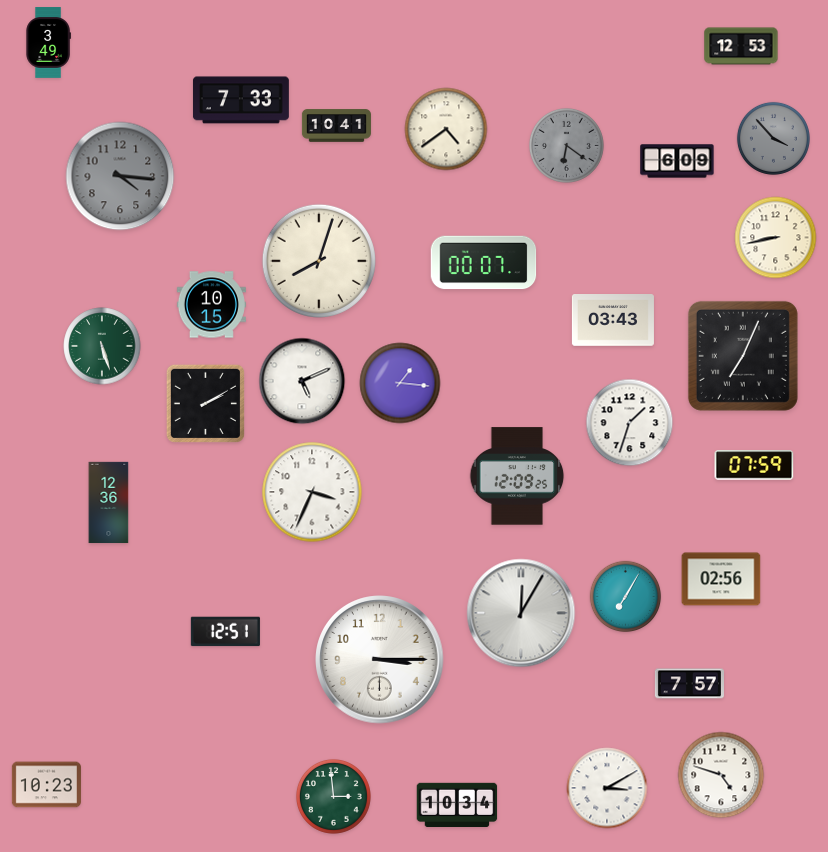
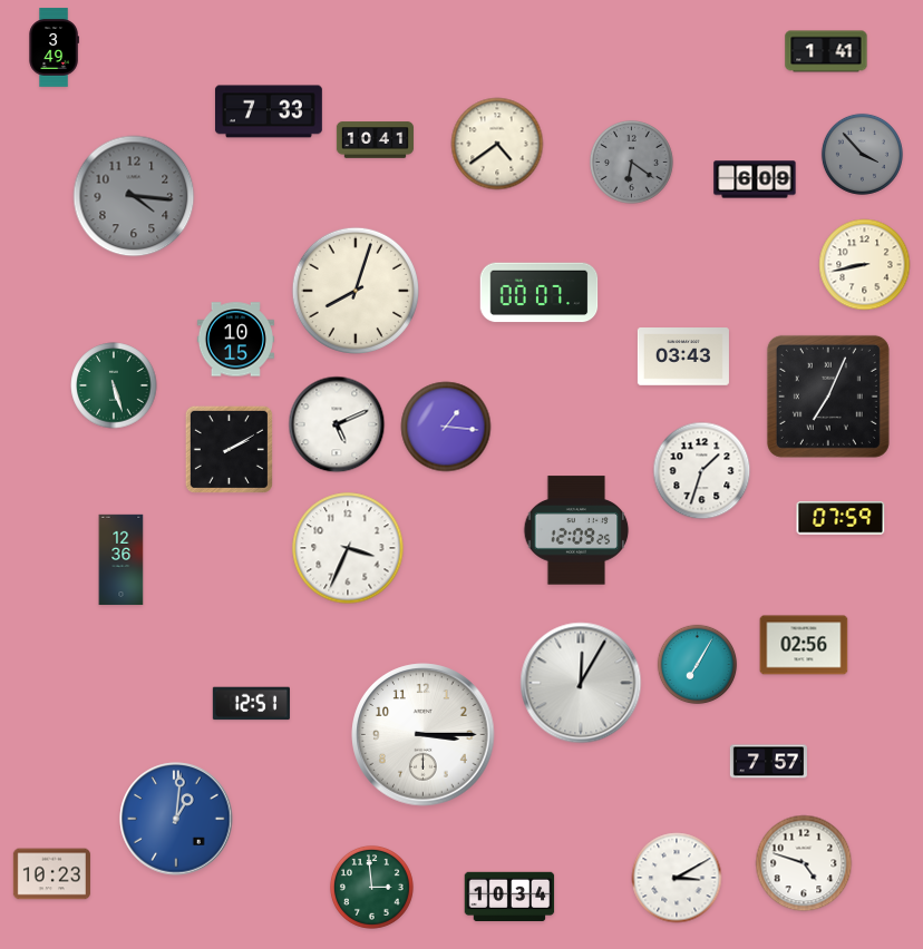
clock at (741, 46): 12:53 -> 1:41
clock at (176, 819): none -> 1:01
